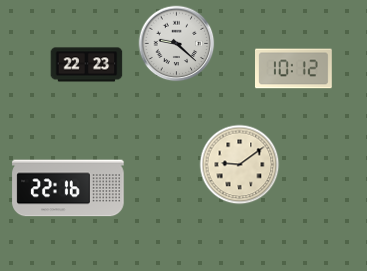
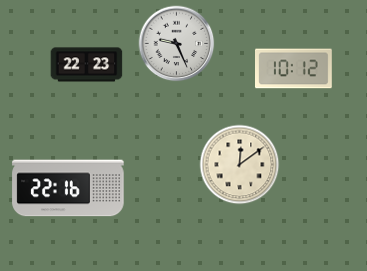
clock at (177, 44): 9:22 -> 9:26
clock at (240, 165): 9:09 -> 12:09
